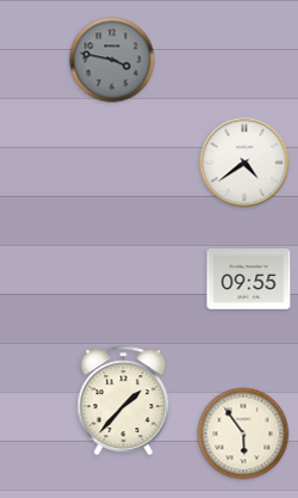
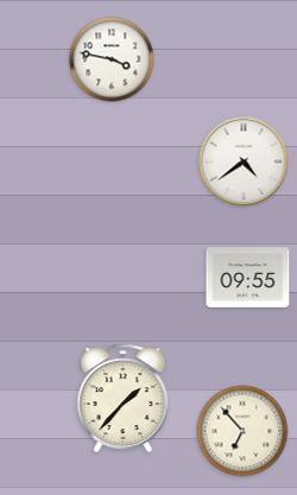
clock at (112, 60) dial: grey -> white
clock at (243, 434): 5:54 -> 6:53
